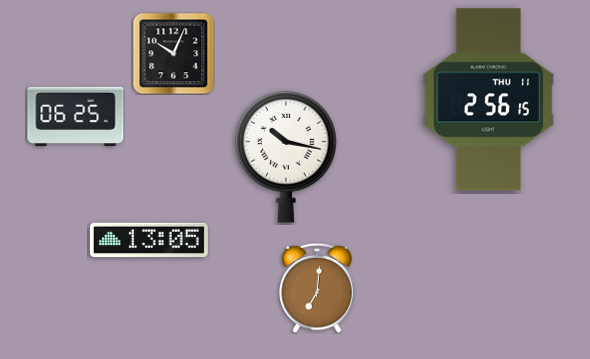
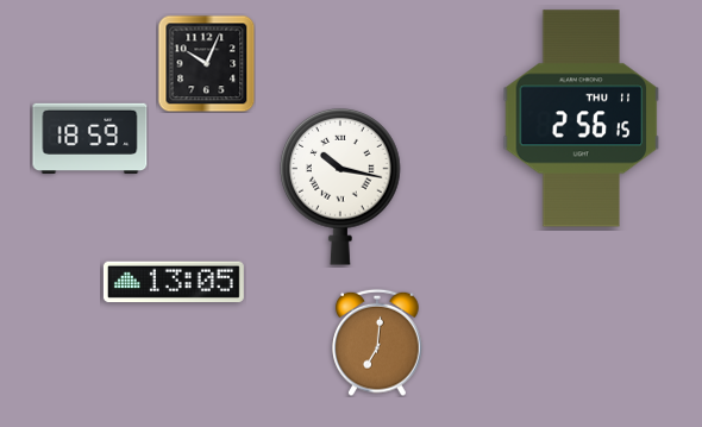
clock at (76, 117): 06:25 -> 18:59
clock at (149, 240) position: (149, 240) -> (174, 282)
